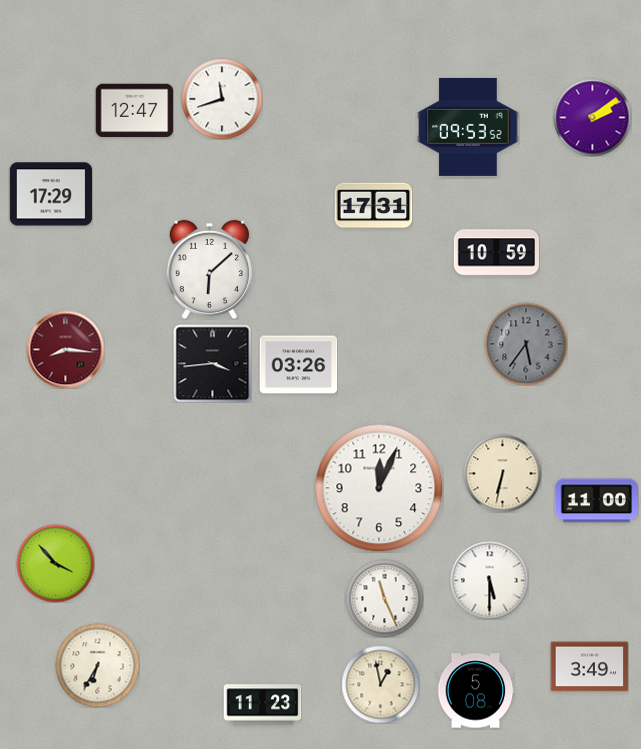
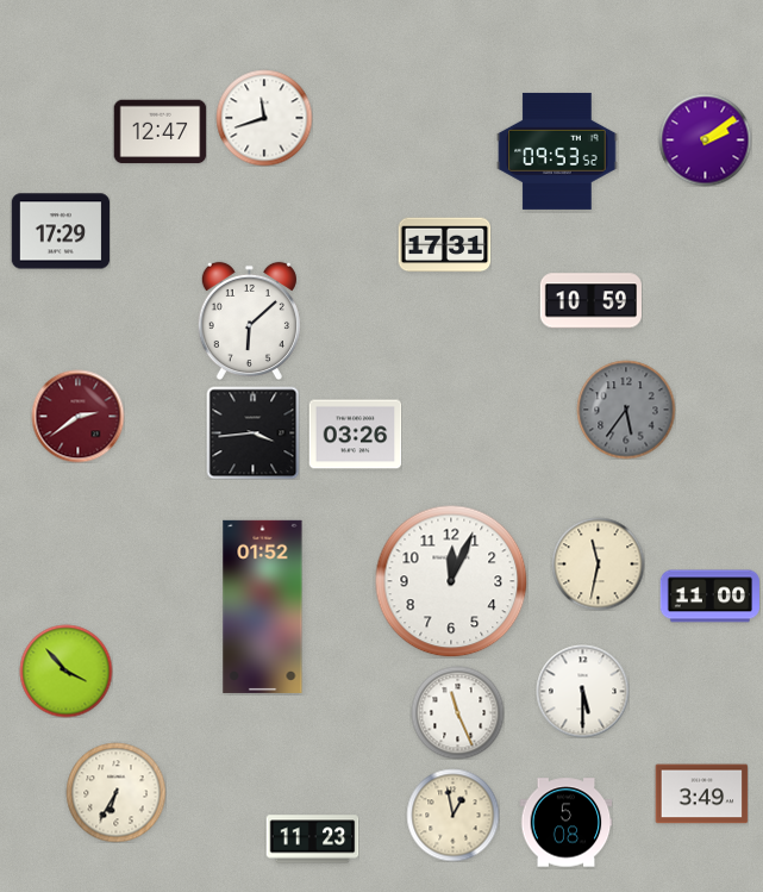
clock at (65, 349): 8:16 -> 2:39
clock at (502, 473): 6:32 -> 11:32
clock at (263, 606): none -> 01:52
